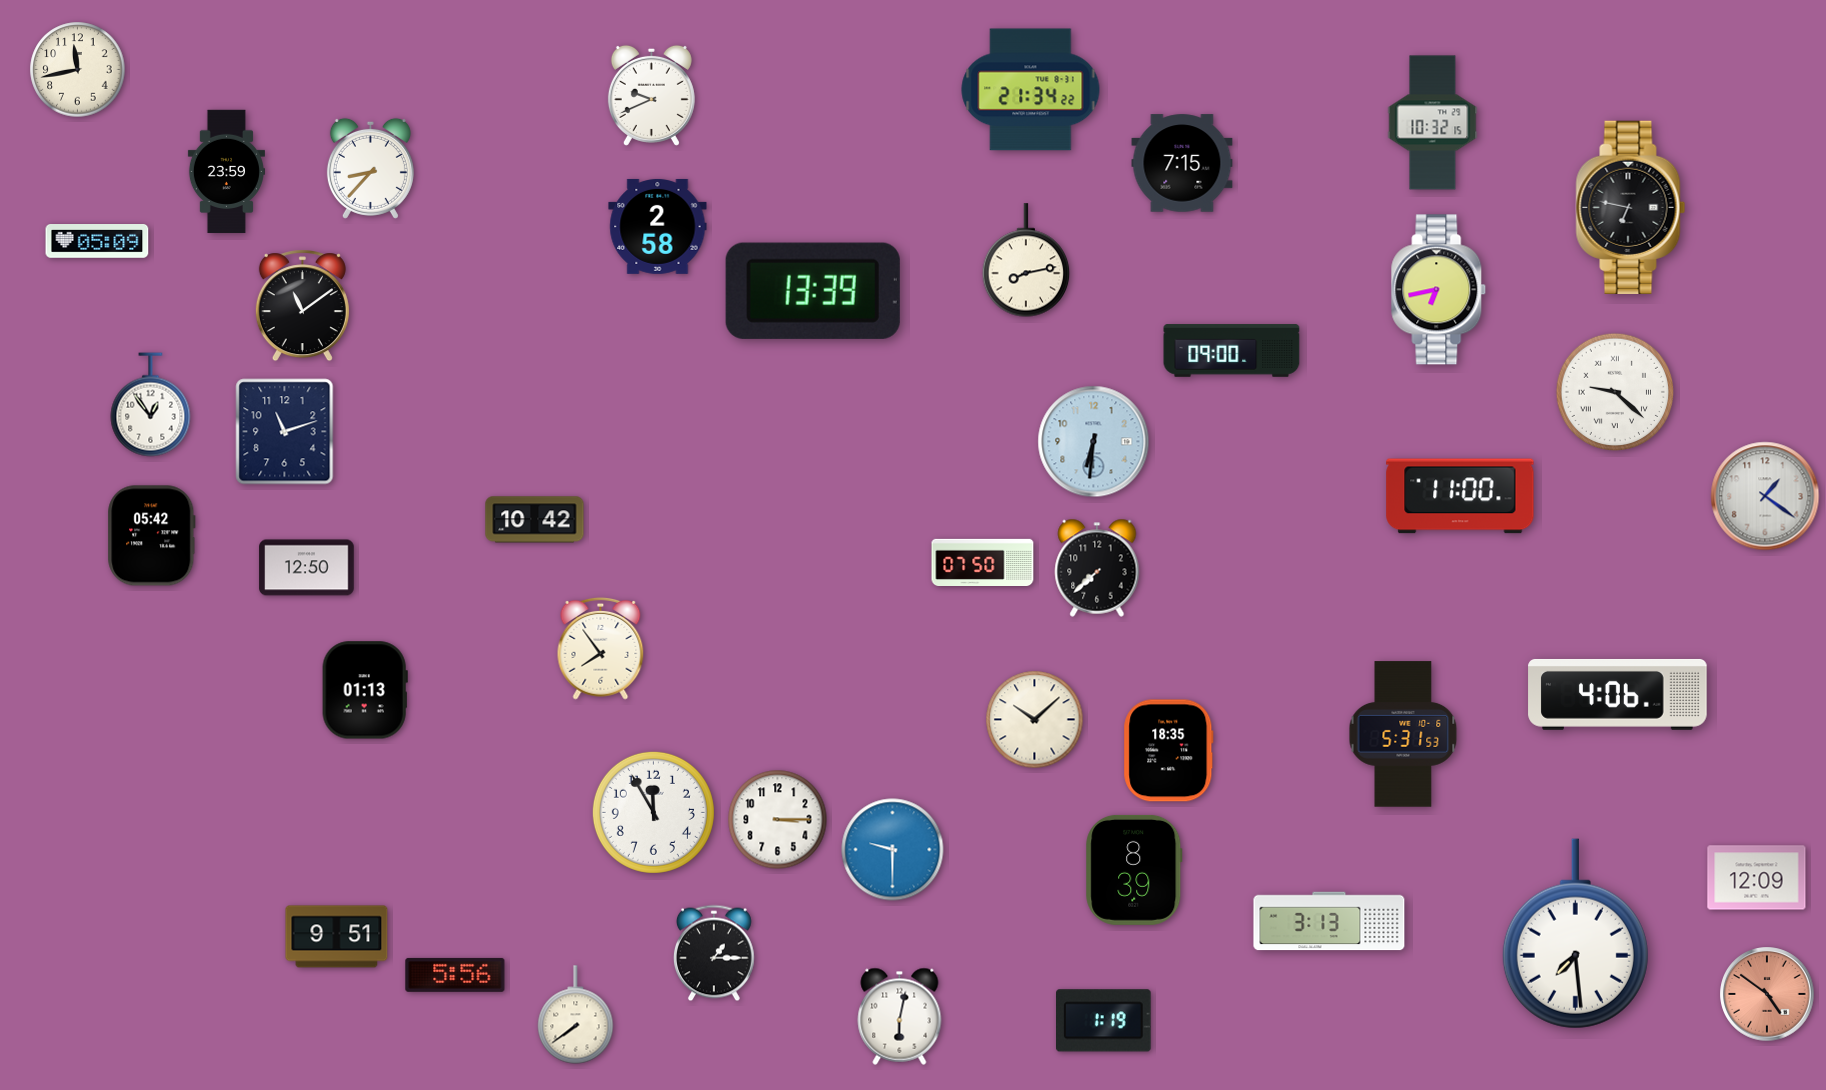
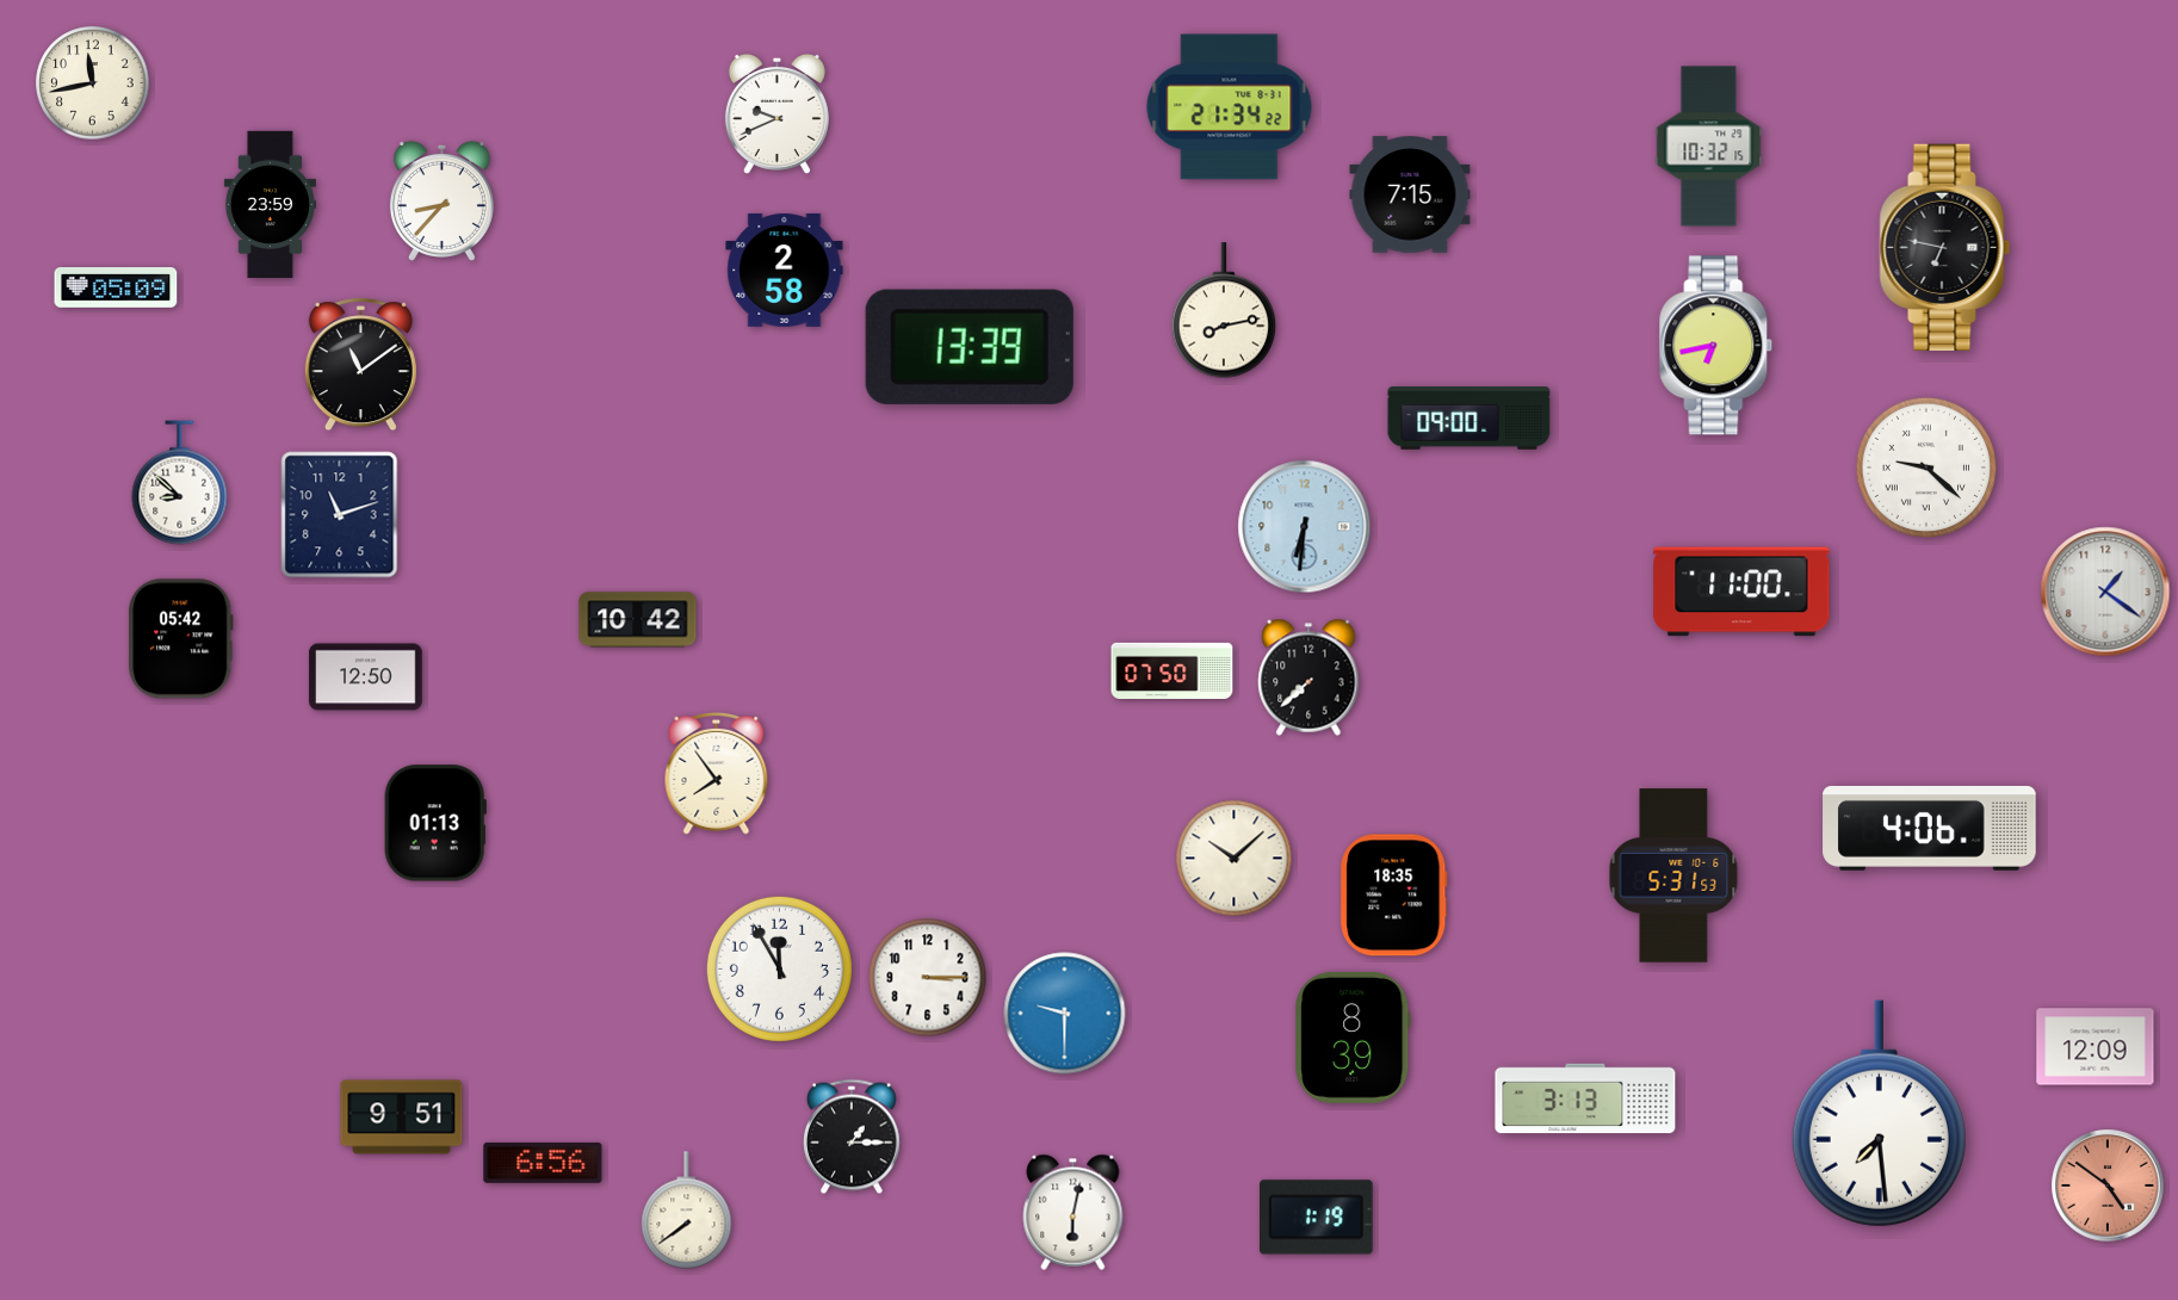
clock at (151, 405): 12:54 -> 8:52
clock at (455, 975): 5:56 -> 6:56
